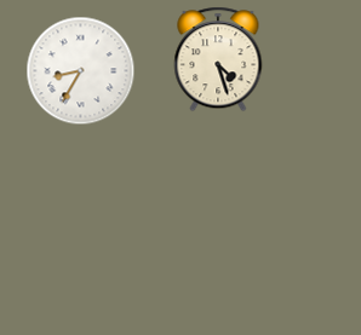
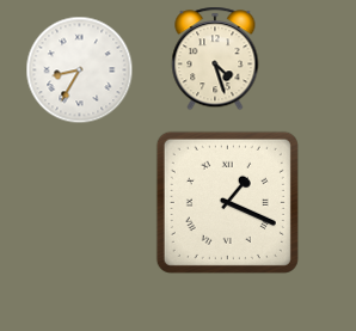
clock at (227, 202): none -> 1:19
